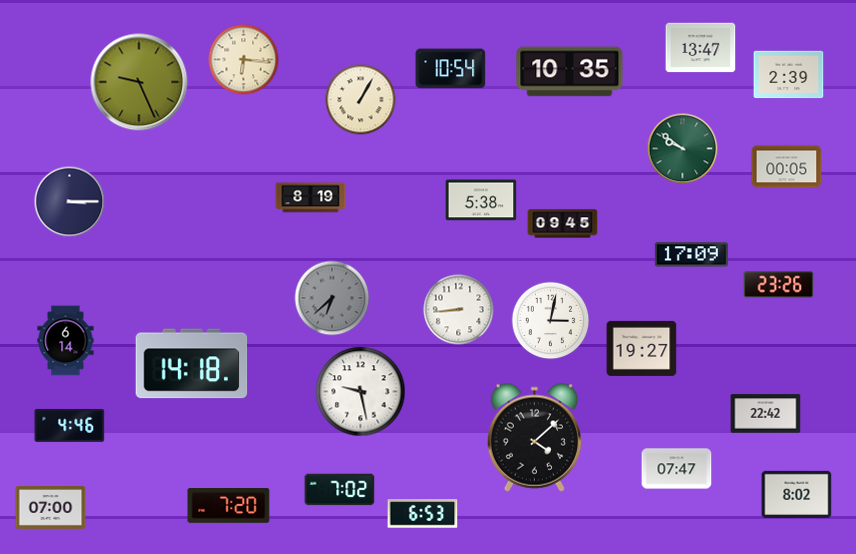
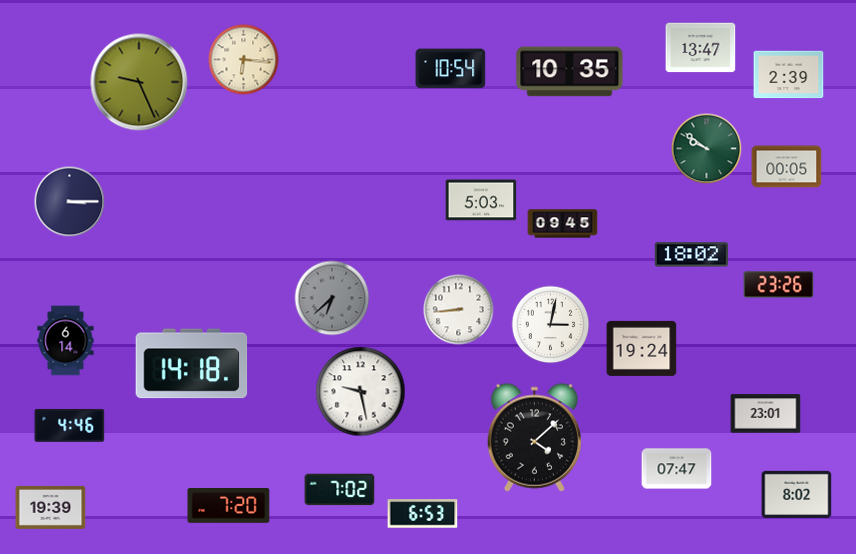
clock at (361, 100): 1:05 -> none
clock at (683, 149) position: (683, 149) -> (707, 149)
clock at (311, 198): 8:19 -> none
clock at (481, 200): 5:38 -> 5:03
clock at (691, 255): 17:09 -> 18:02
clock at (551, 321) position: (551, 321) -> (551, 325)
clock at (642, 348): 19:27 -> 19:24
clock at (766, 414): 22:42 -> 23:01
clock at (51, 507): 07:00 -> 19:39
